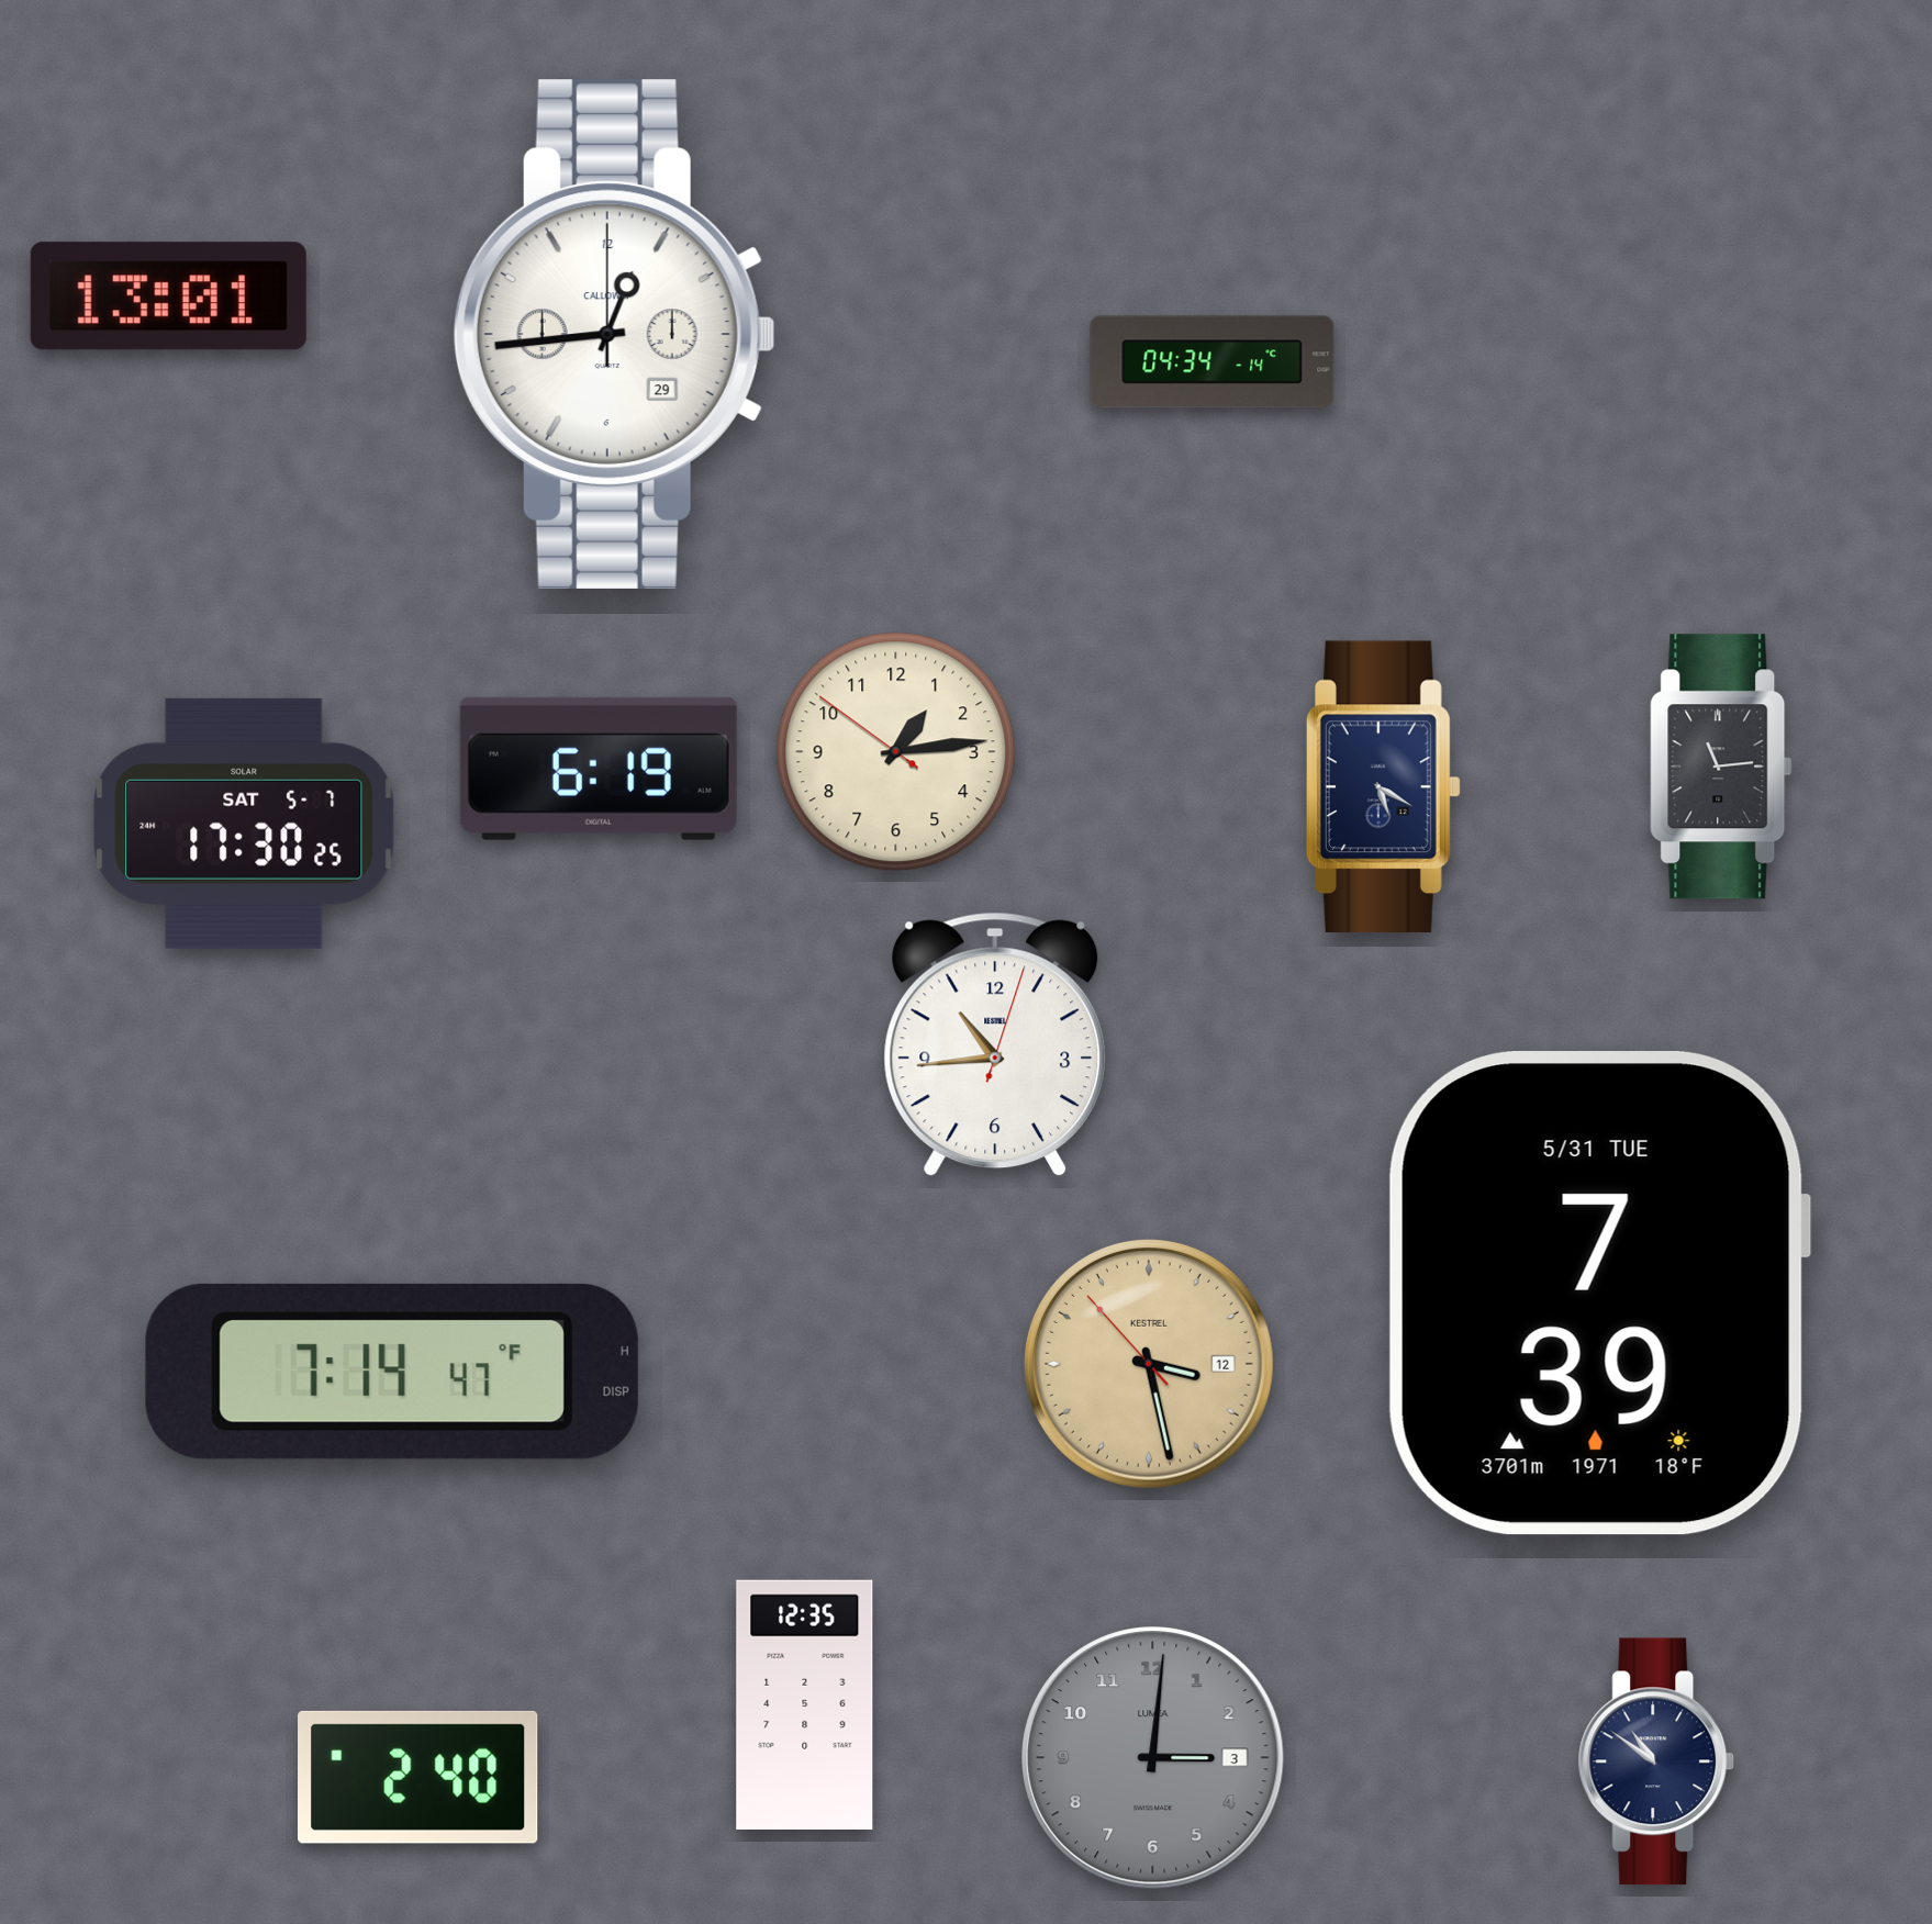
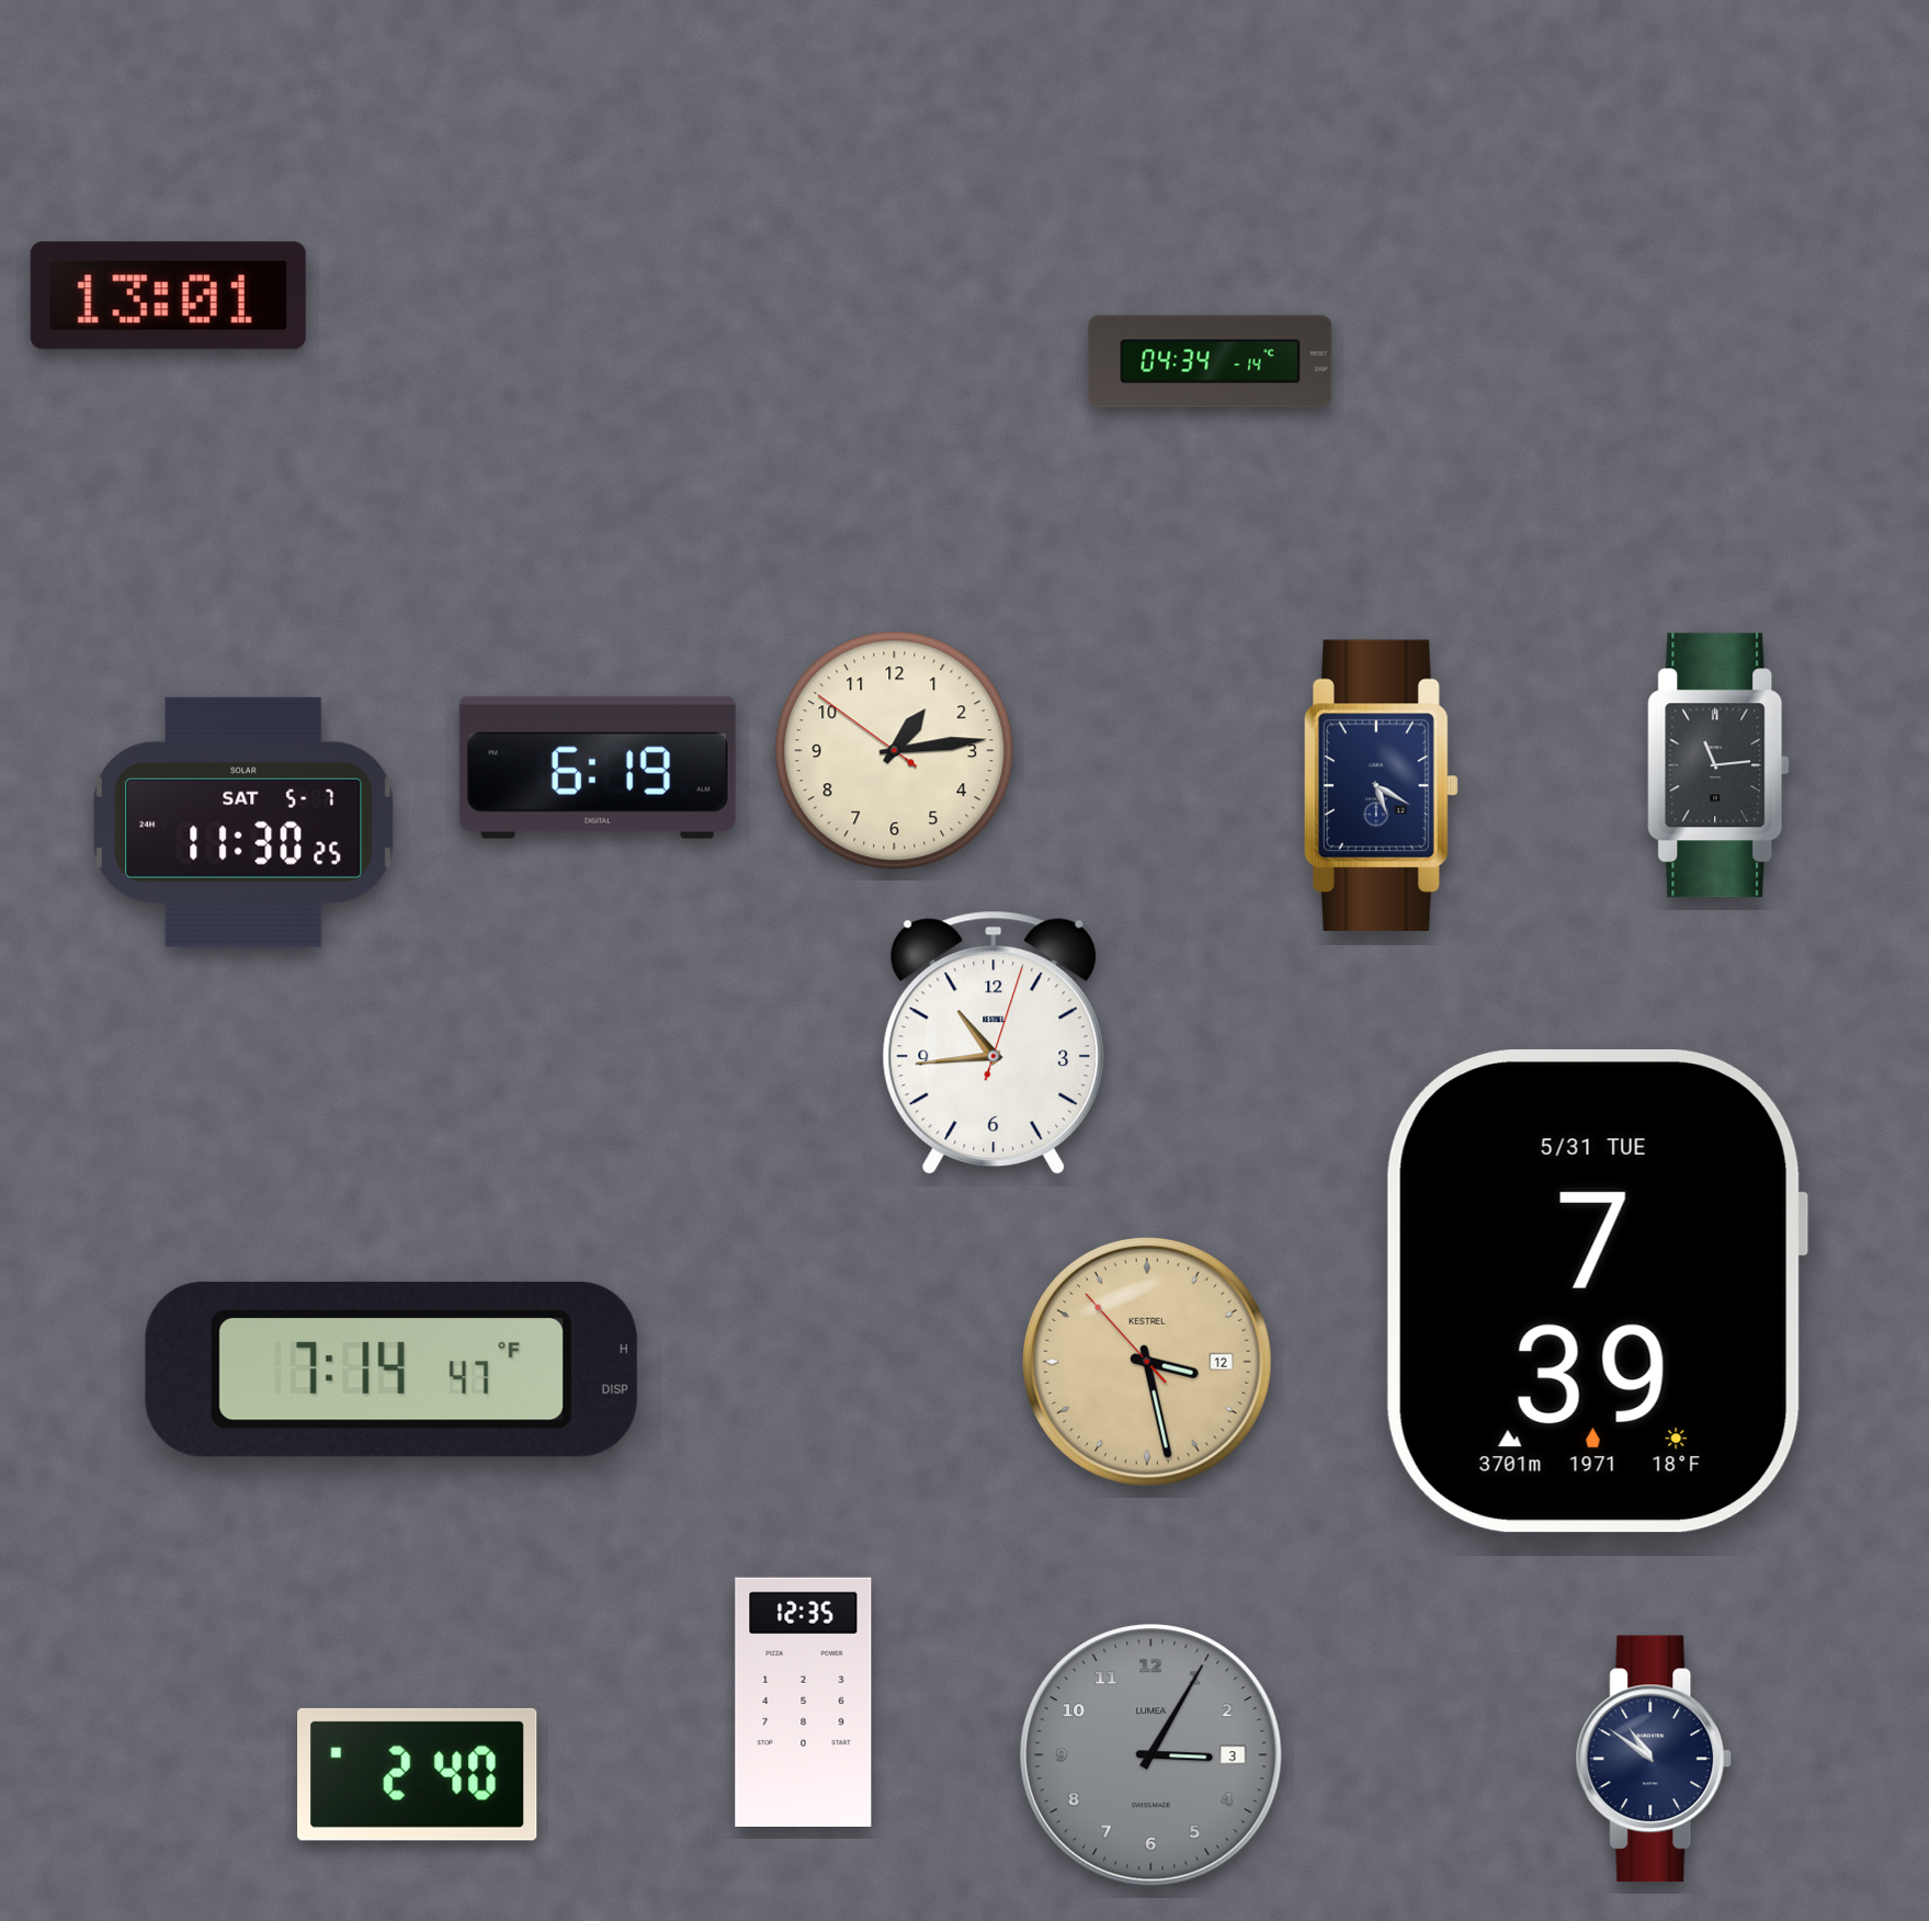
clock at (614, 334): 12:44 -> none
clock at (244, 824): 17:30 -> 11:30
clock at (1153, 1758): 3:01 -> 3:05
